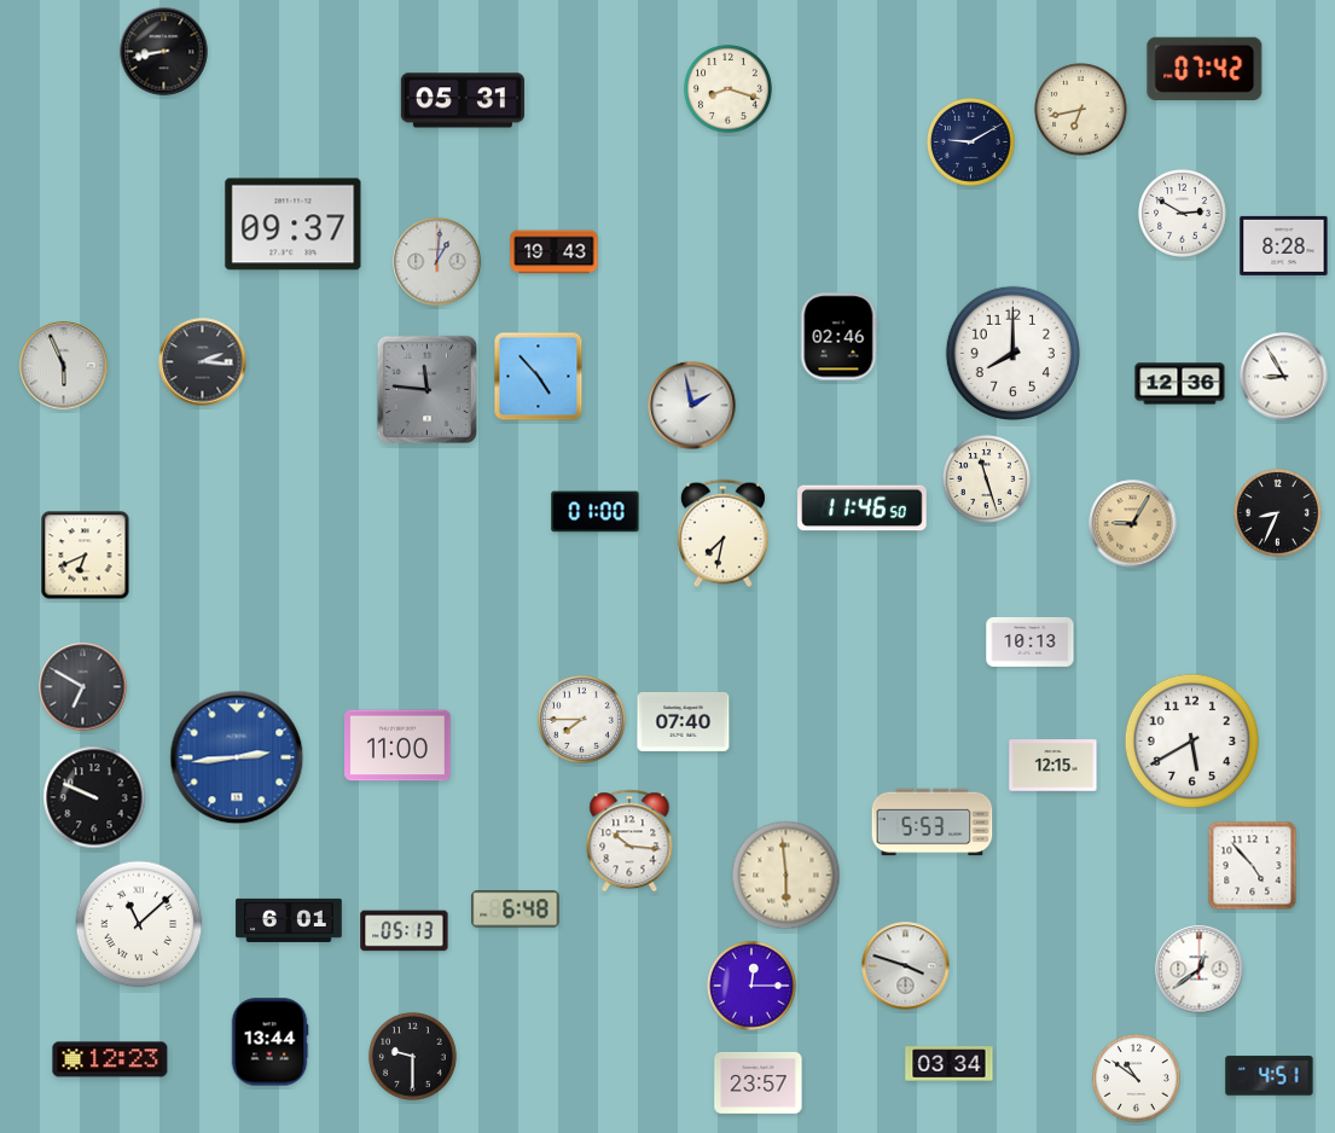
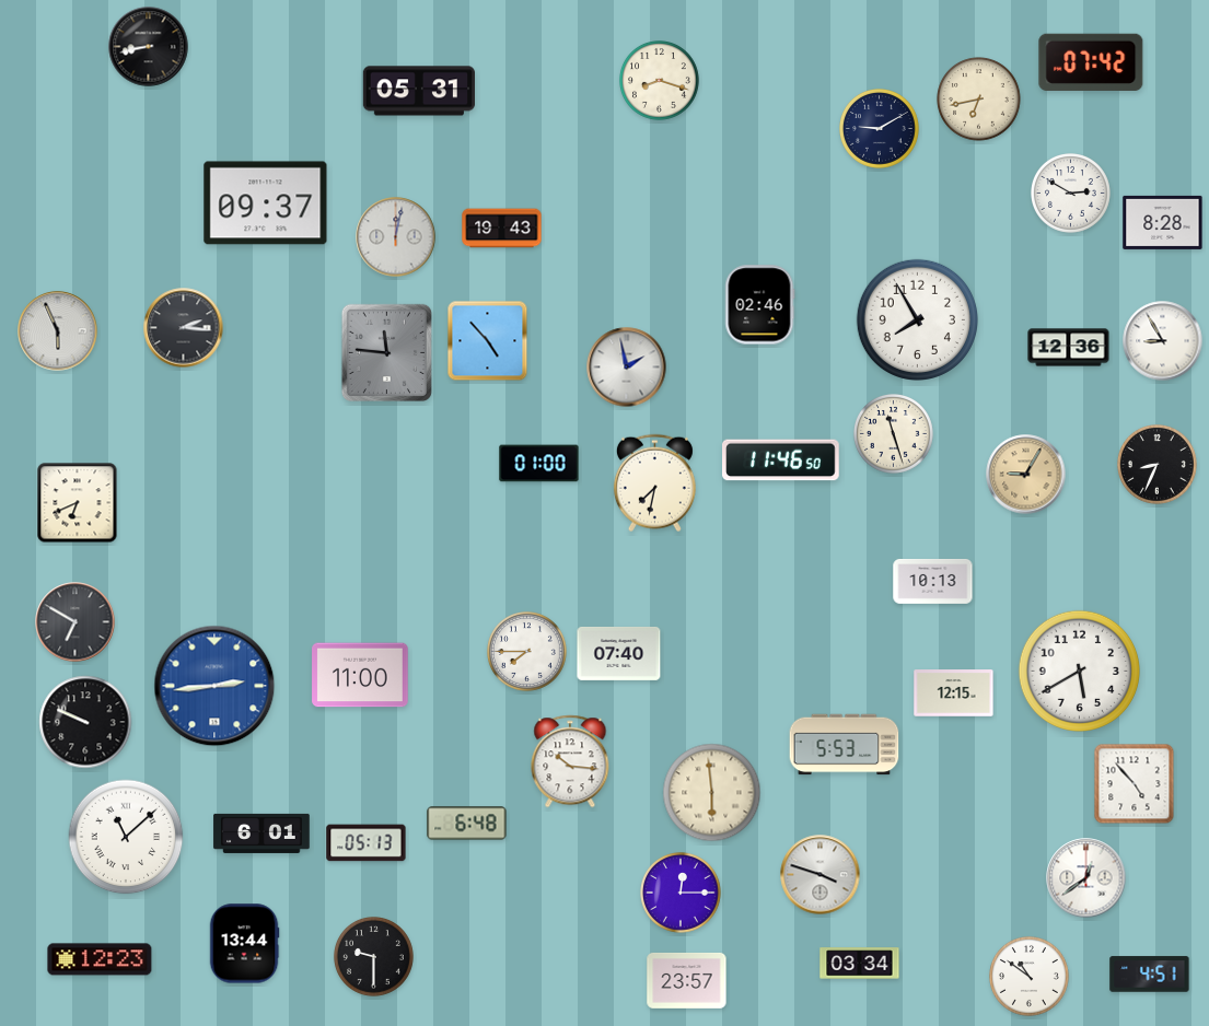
clock at (437, 262): 1:01 -> 12:02
clock at (1012, 353): 8:00 -> 7:55
